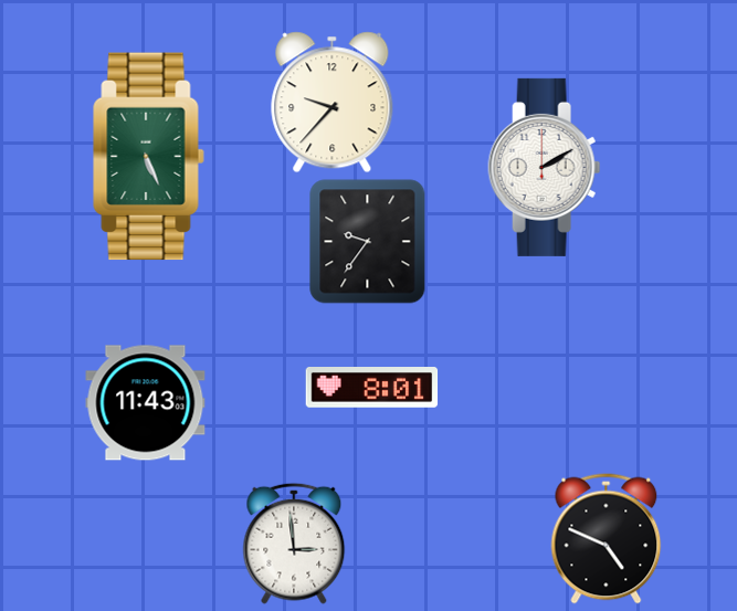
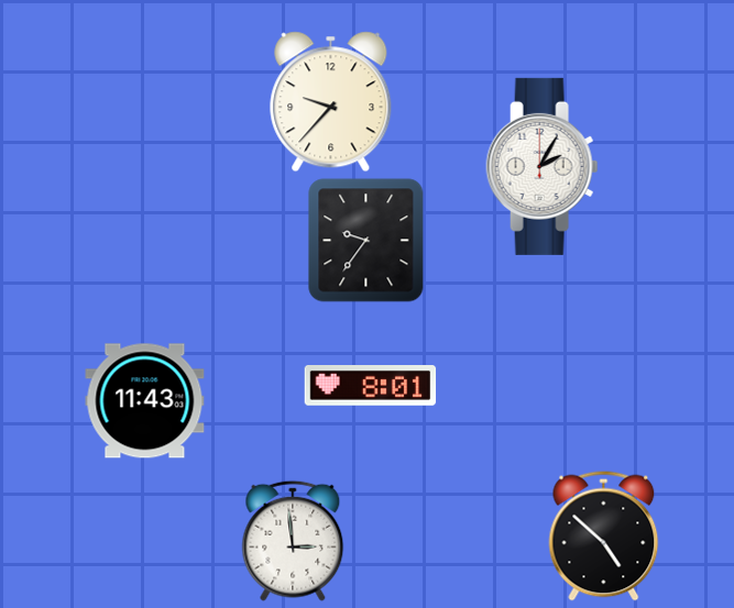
clock at (149, 157): 5:26 -> none
clock at (545, 167): 2:10 -> 2:05
clock at (607, 539): 4:49 -> 4:52
